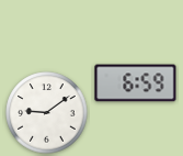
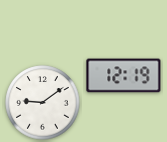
clock at (136, 83): 6:59 -> 12:19
